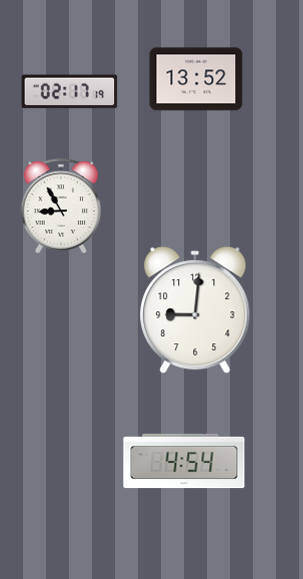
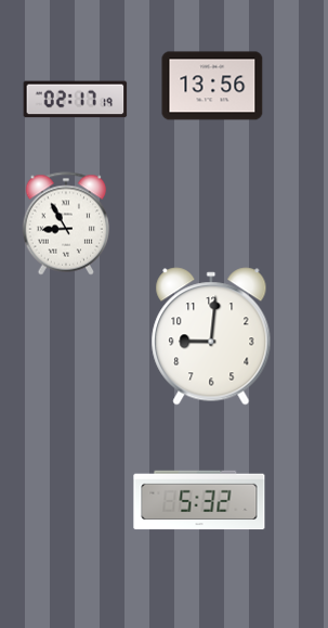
clock at (196, 79): 13:52 -> 13:56
clock at (184, 461): 4:54 -> 5:32
